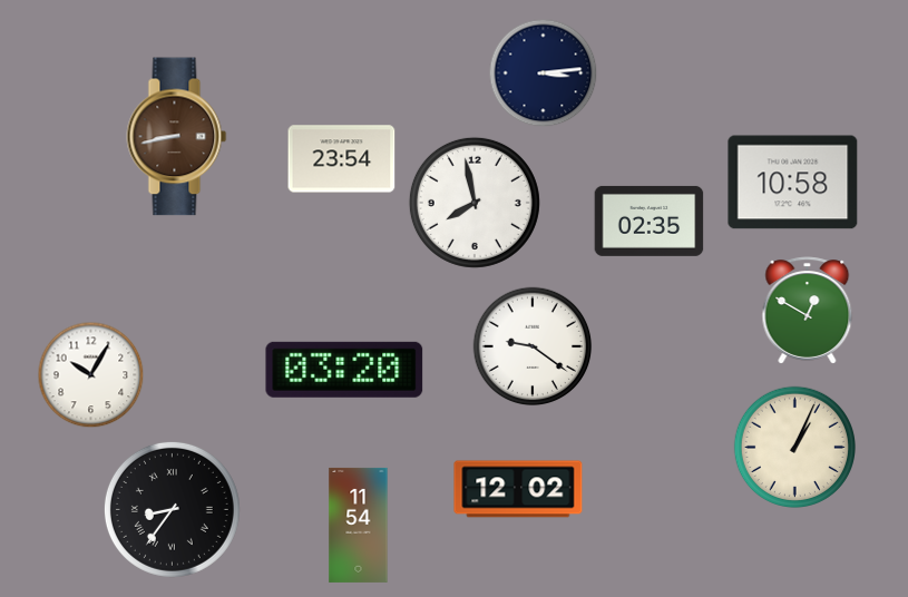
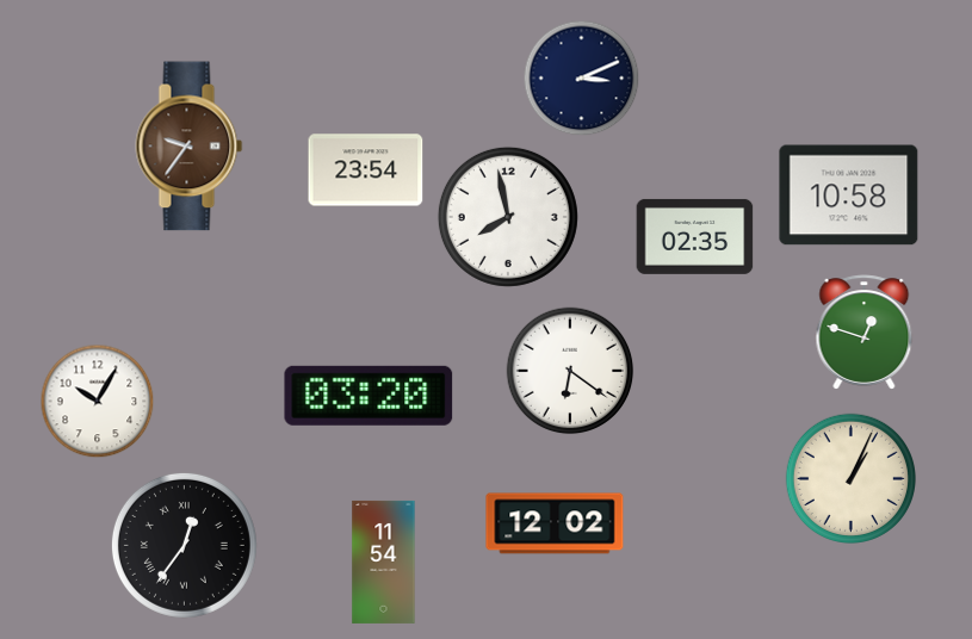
clock at (544, 74): 3:14 -> 3:11
clock at (177, 137): 8:43 -> 9:36
clock at (808, 311): 12:50 -> 12:48
clock at (533, 346): 9:21 -> 6:21
clock at (172, 509): 8:36 -> 12:36
